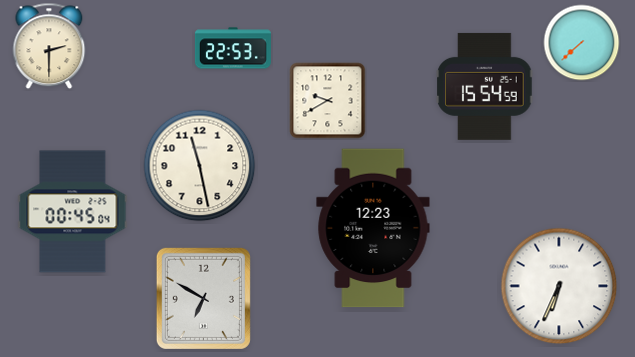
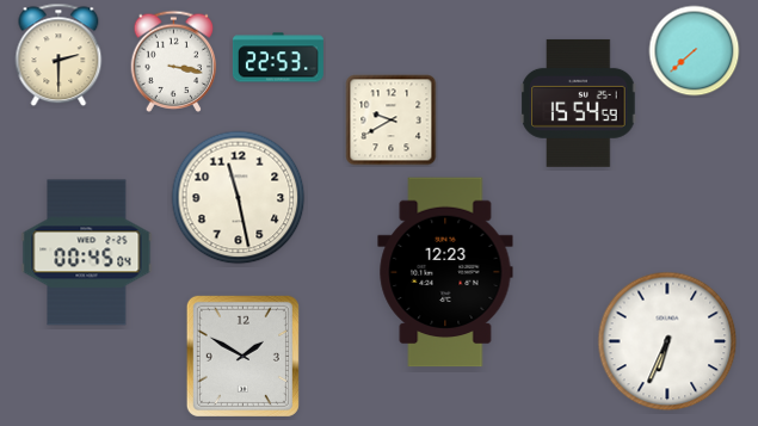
clock at (174, 61): none -> 3:17
clock at (203, 298): 6:50 -> 1:50
